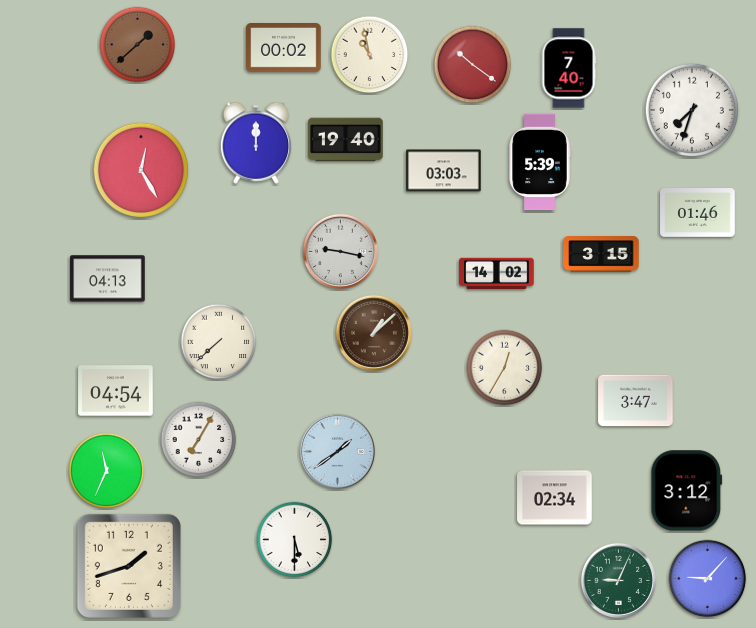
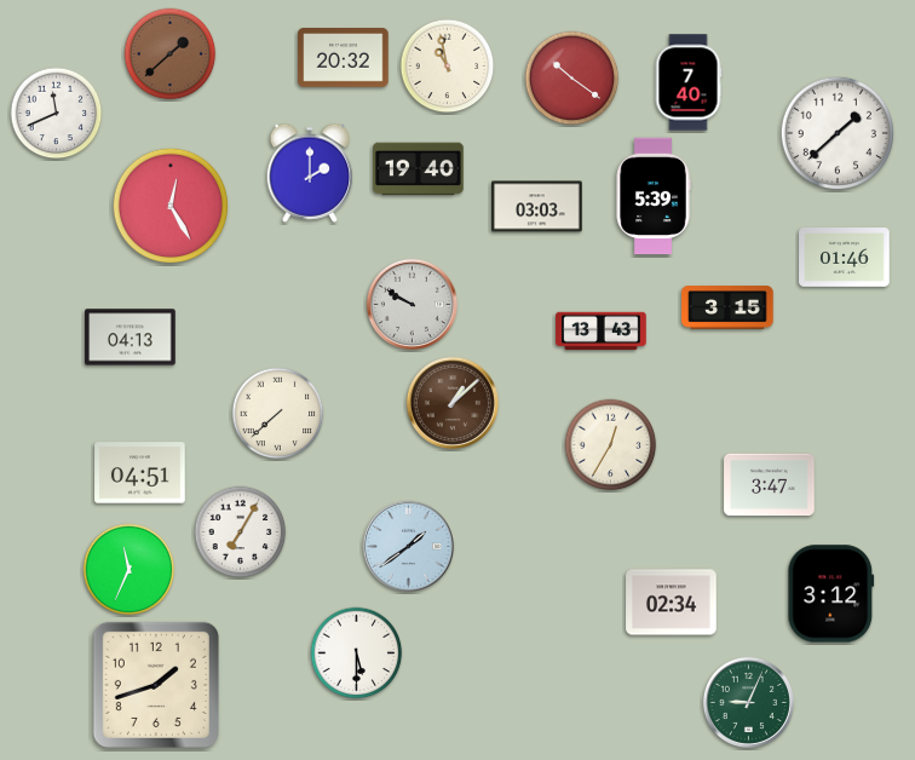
clock at (138, 45) position: (138, 45) -> (171, 54)
clock at (284, 48): 00:02 -> 20:32
clock at (57, 114): none -> 11:41
clock at (692, 110): 7:33 -> 1:38
clock at (256, 143): 12:00 -> 2:00
clock at (340, 251): 9:17 -> 9:50
clock at (497, 274): 14:02 -> 13:43
clock at (219, 342) position: (219, 342) -> (278, 414)
clock at (116, 391): 04:54 -> 04:51
clock at (708, 579): 9:07 -> none
